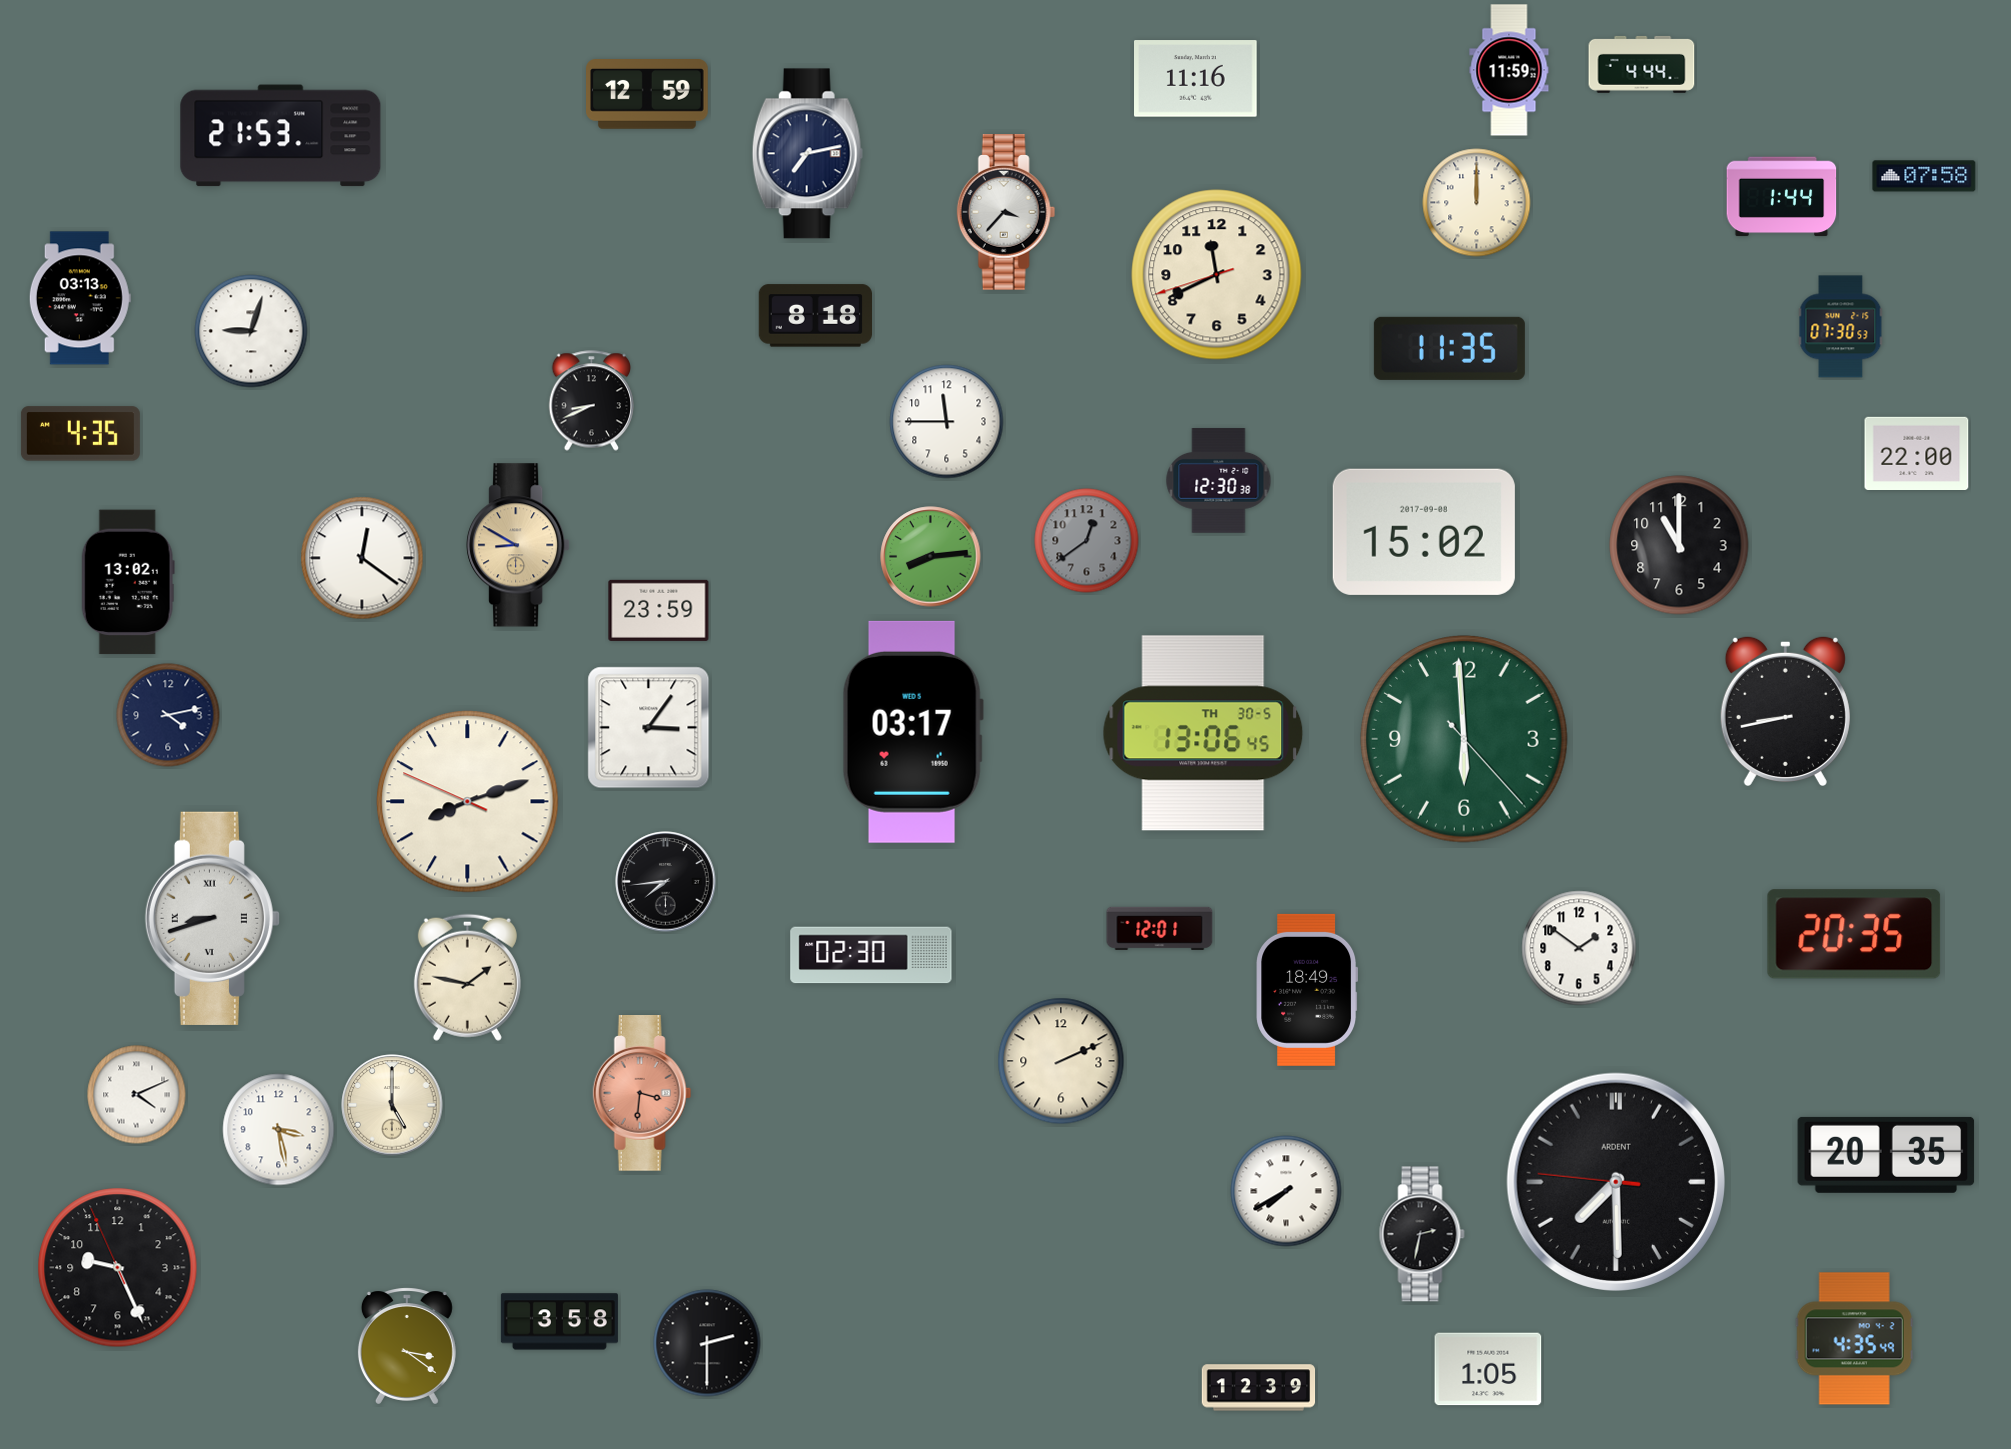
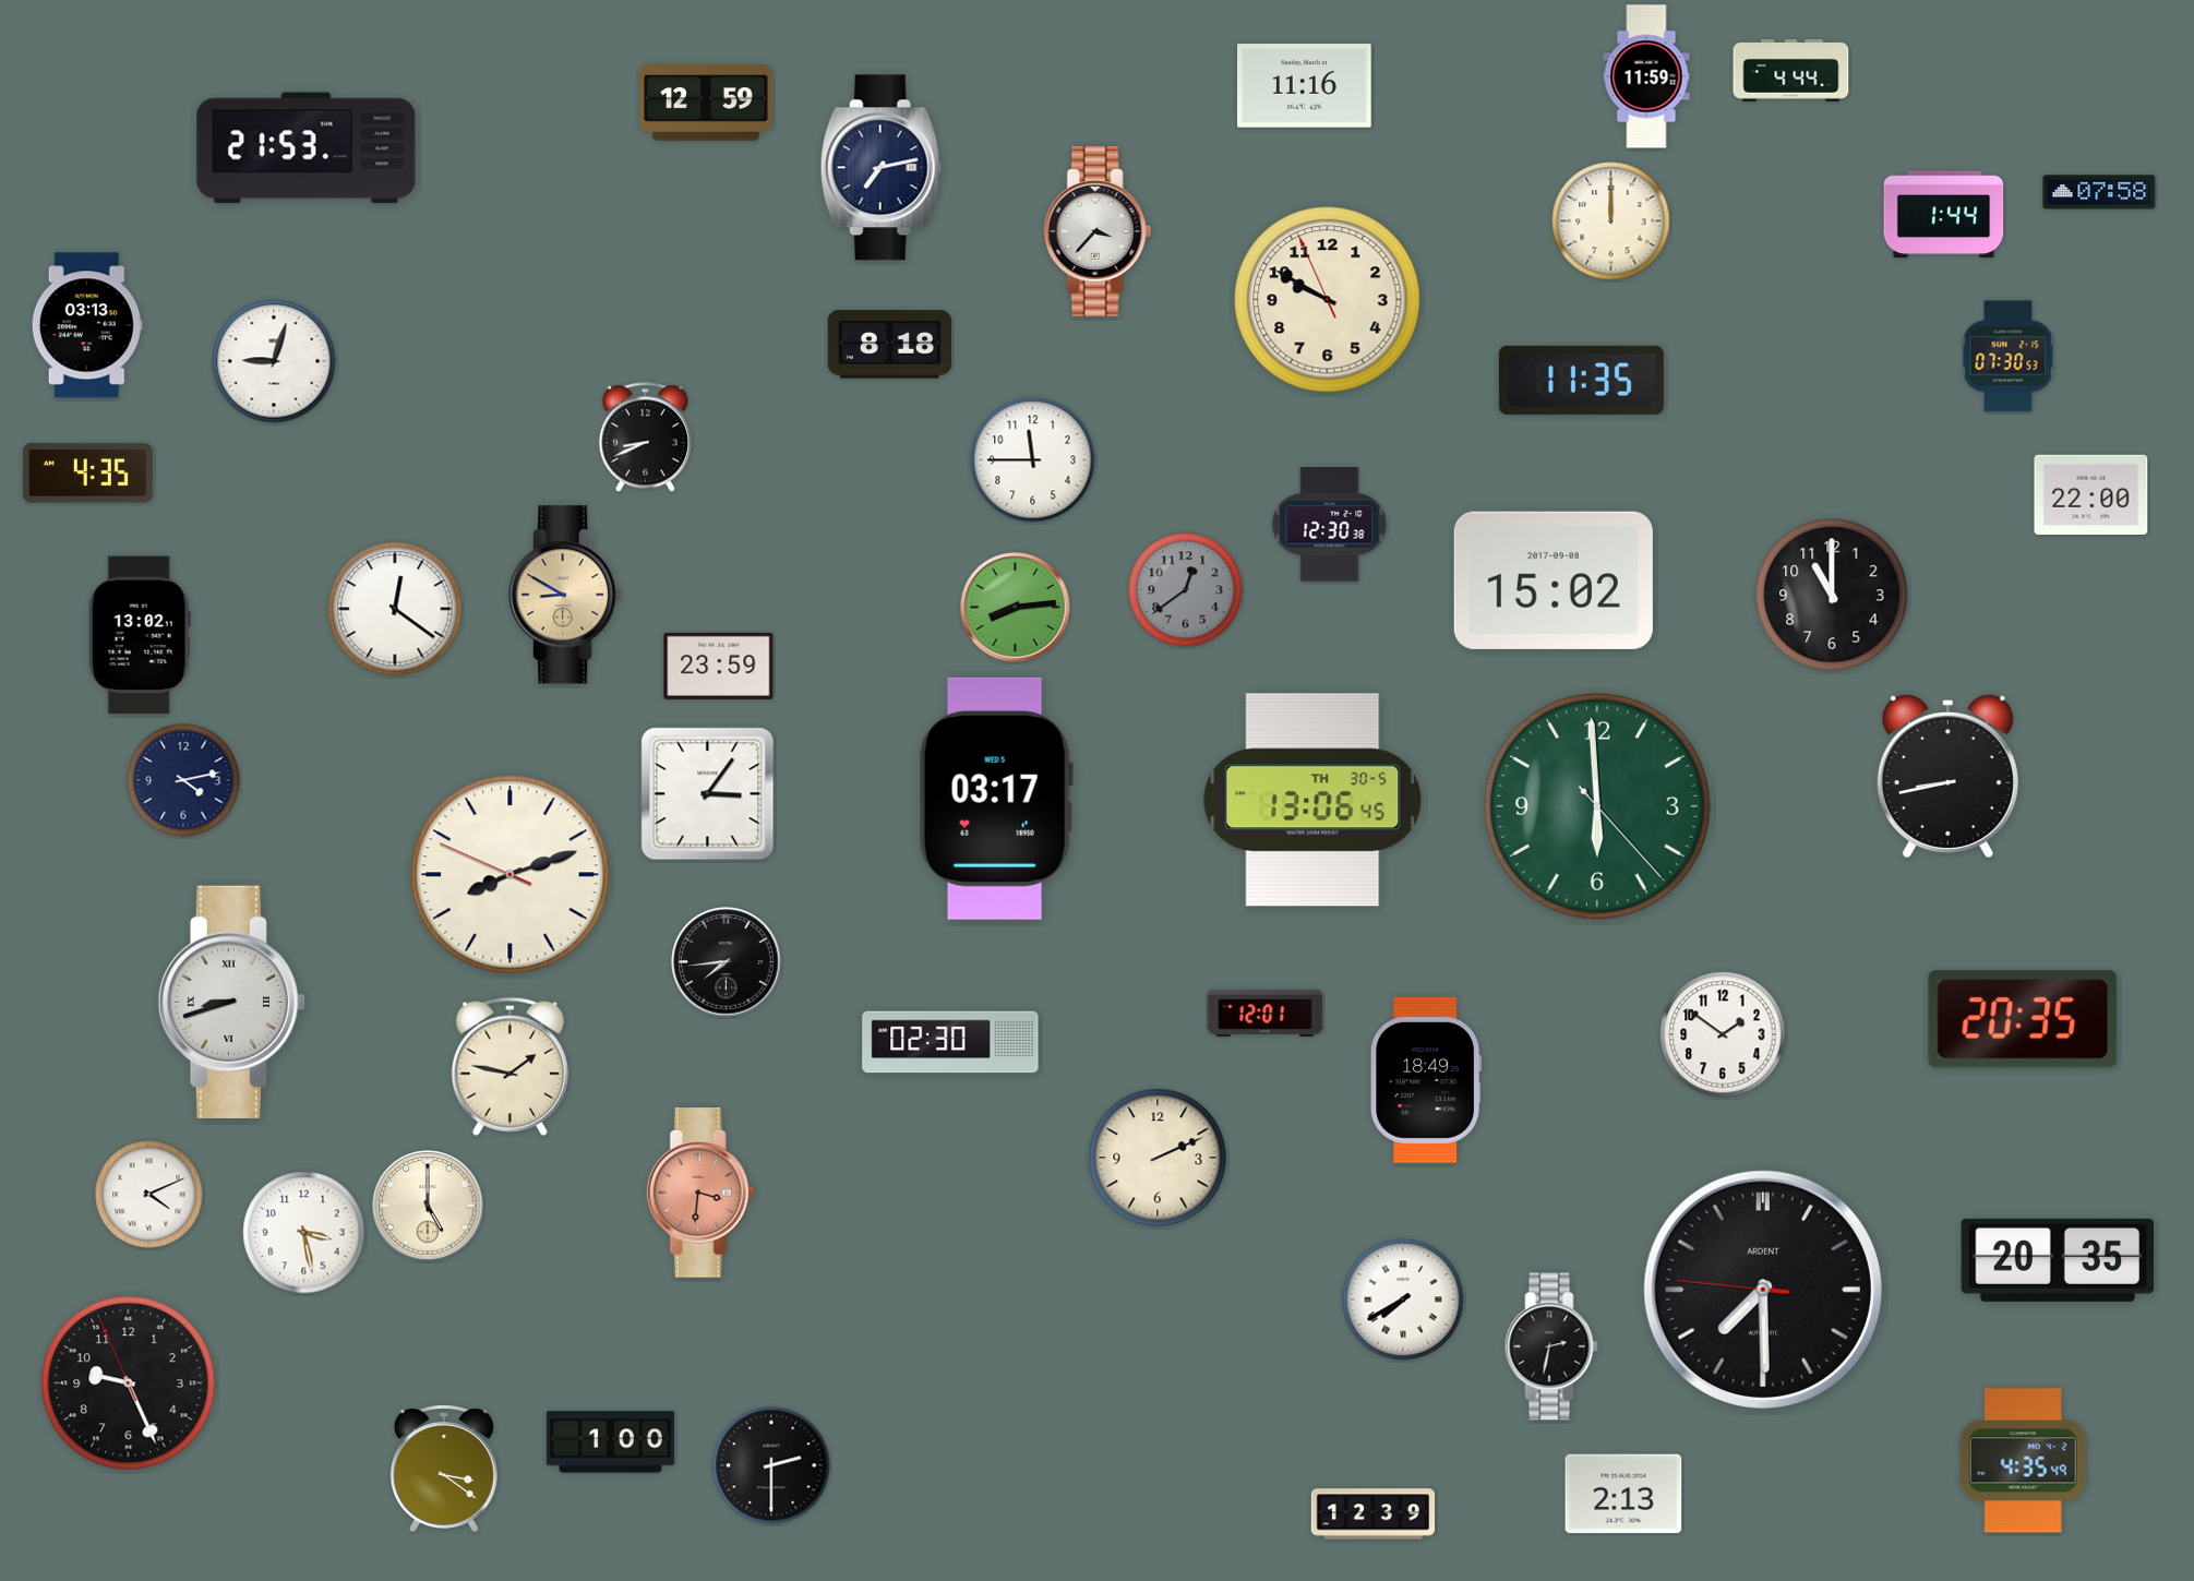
clock at (1217, 275): 11:40 -> 9:49
clock at (559, 1322): 3:58 -> 1:00
clock at (1488, 1369): 1:05 -> 2:13
